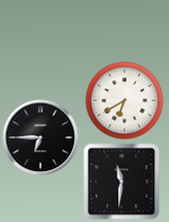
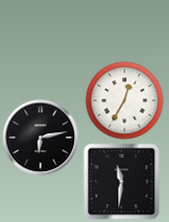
clock at (125, 101): 6:40 -> 12:35
clock at (41, 138): 6:45 -> 6:13
